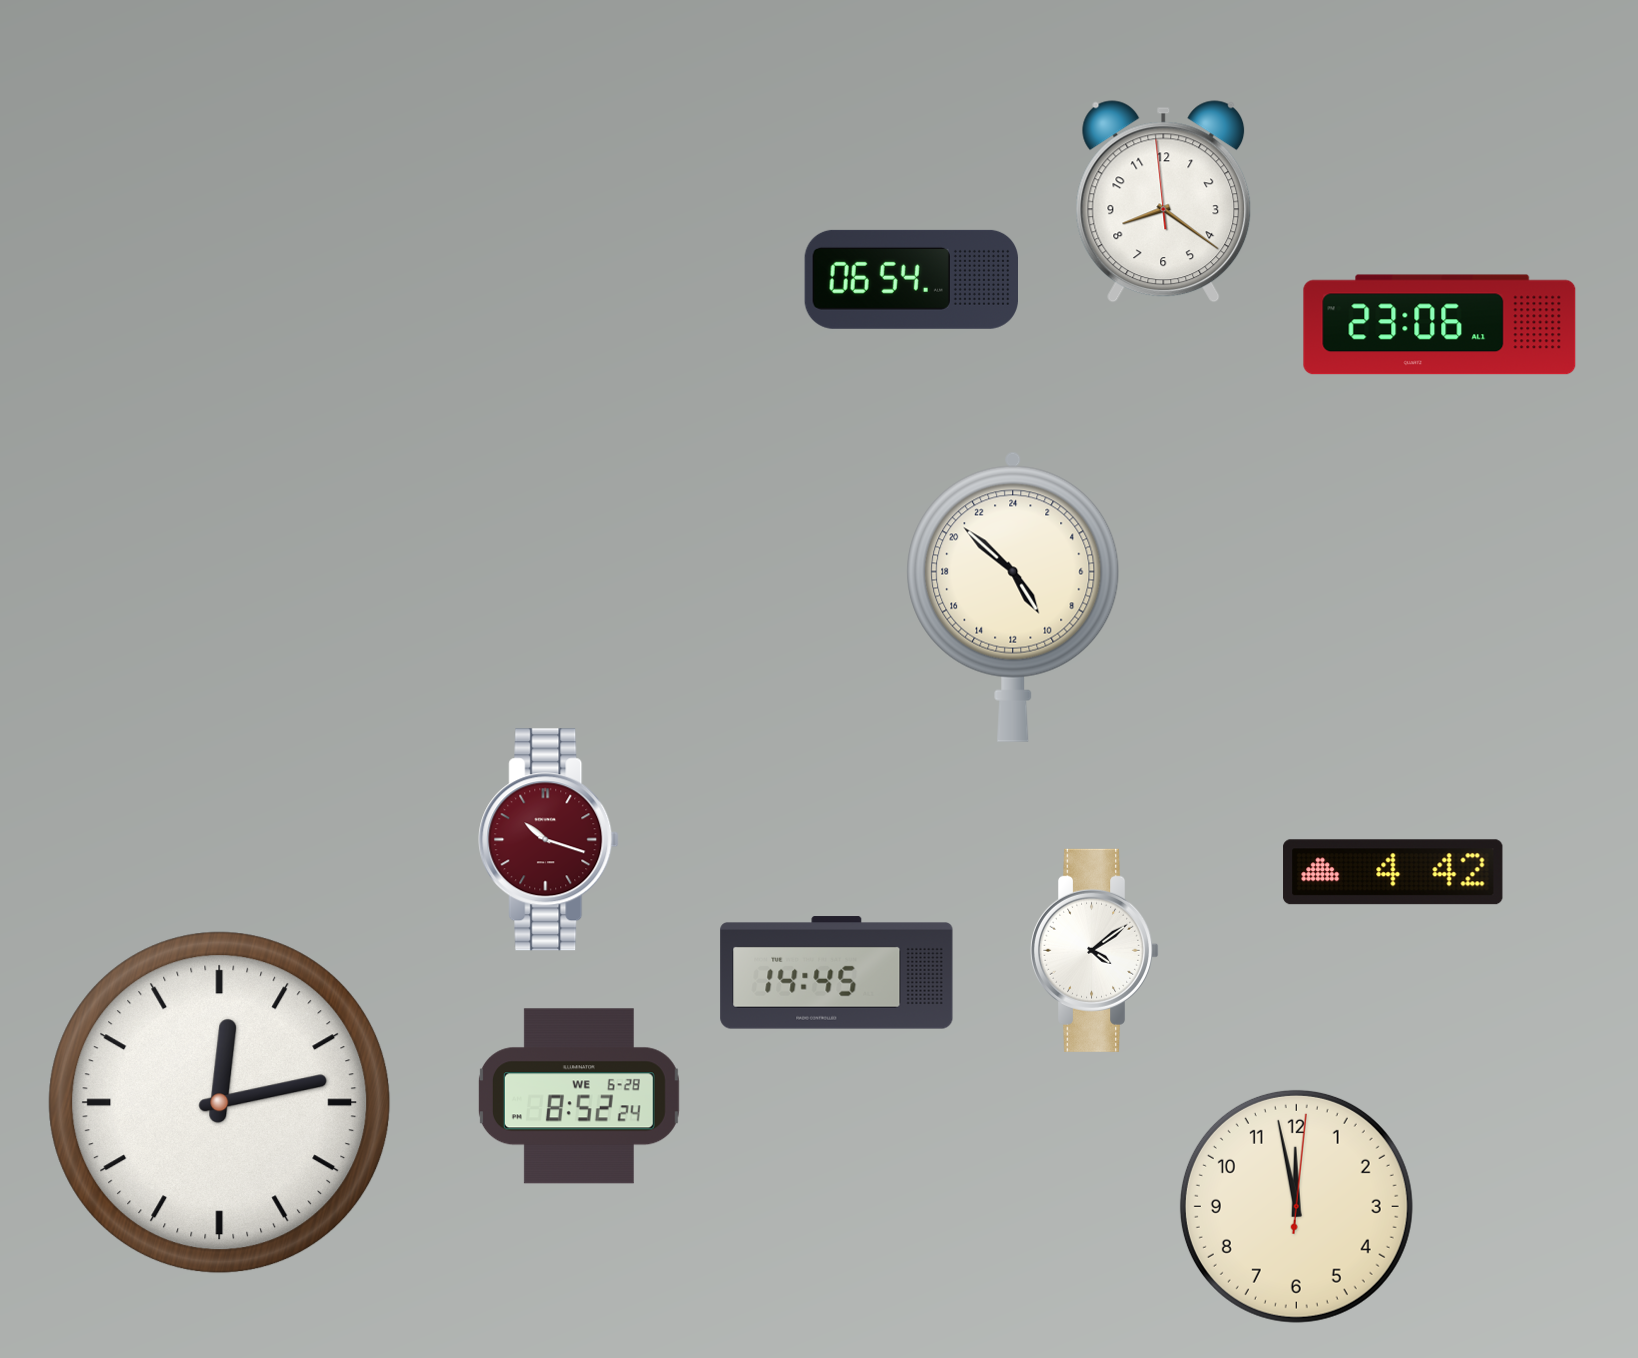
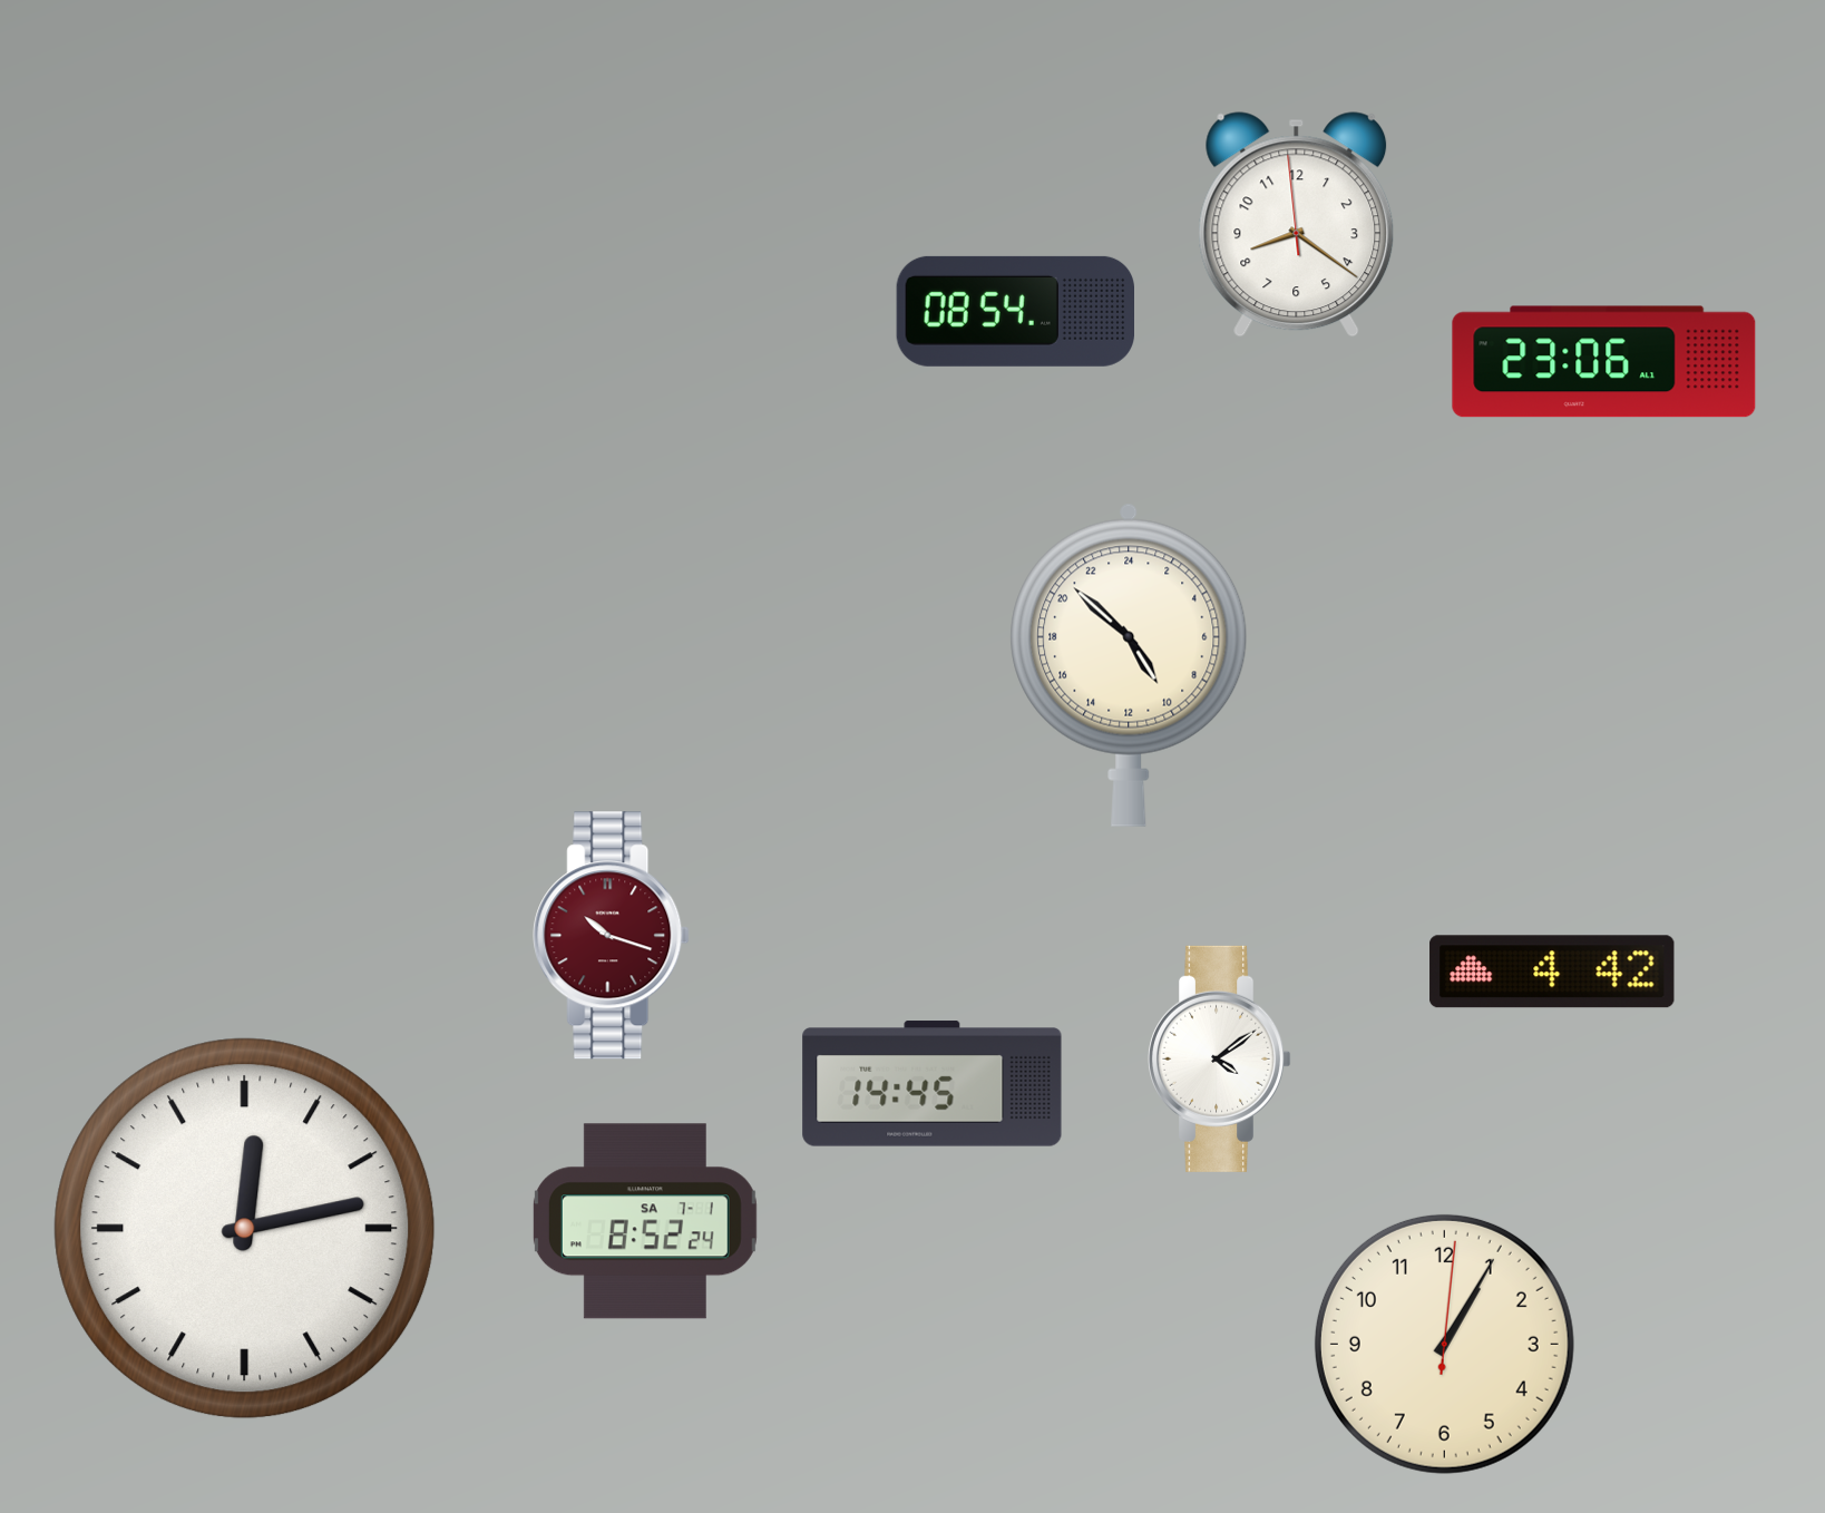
clock at (911, 279): 06:54 -> 08:54
clock at (579, 1096) date: WE 6-28 -> SA 7-1
clock at (1296, 1206): 11:58 -> 1:05
